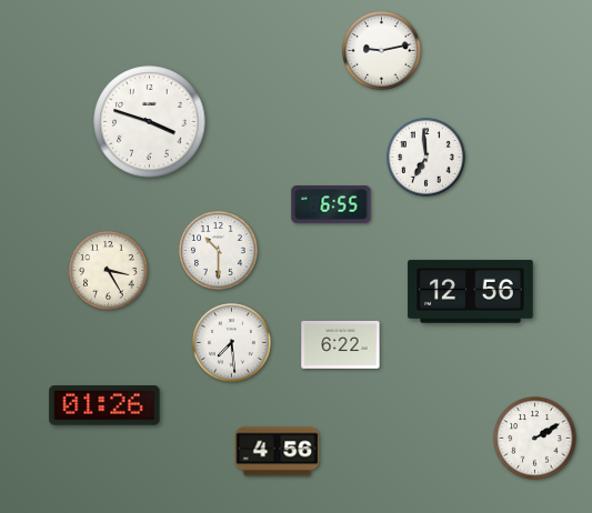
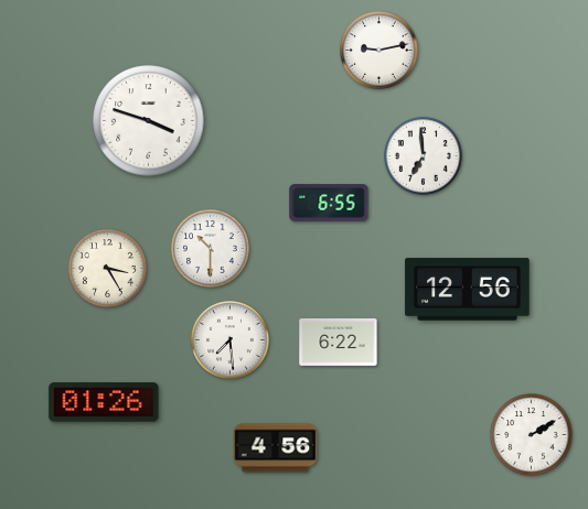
clock at (219, 251) position: (219, 251) -> (211, 249)
